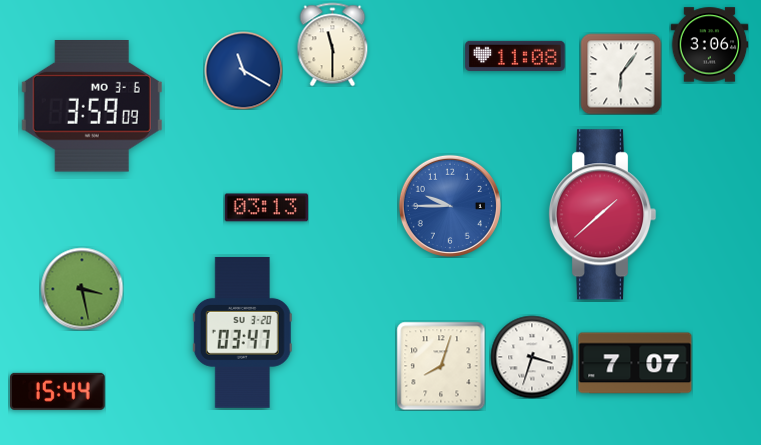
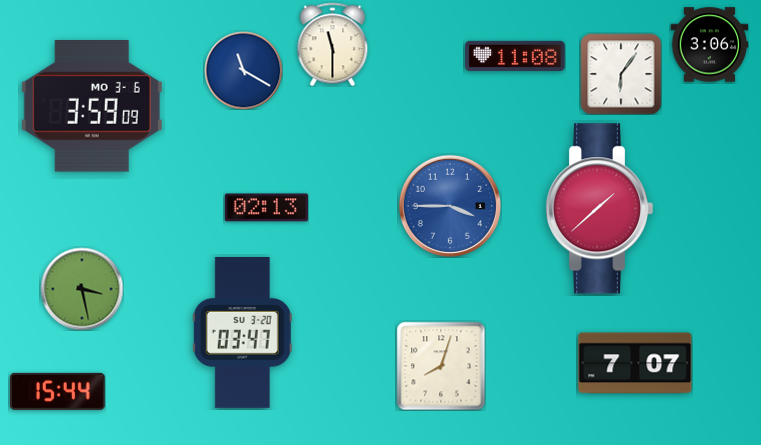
clock at (450, 206): 9:45 -> 3:45
clock at (266, 208): 03:13 -> 02:13
clock at (602, 215) position: (602, 215) -> (599, 209)
clock at (532, 357): 3:33 -> none
